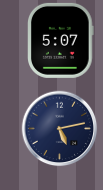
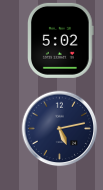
clock at (61, 40): 5:07 -> 5:02
